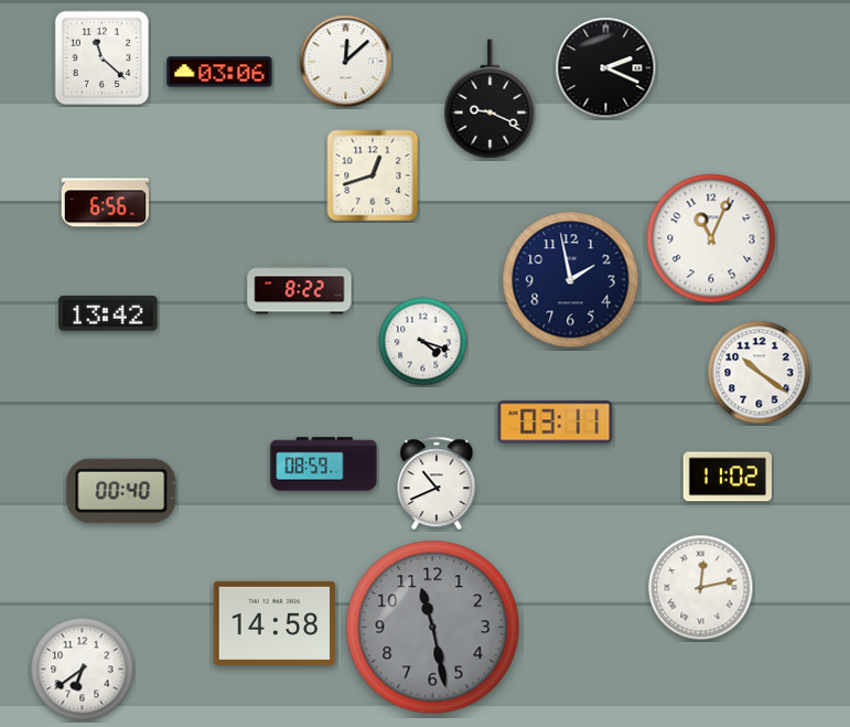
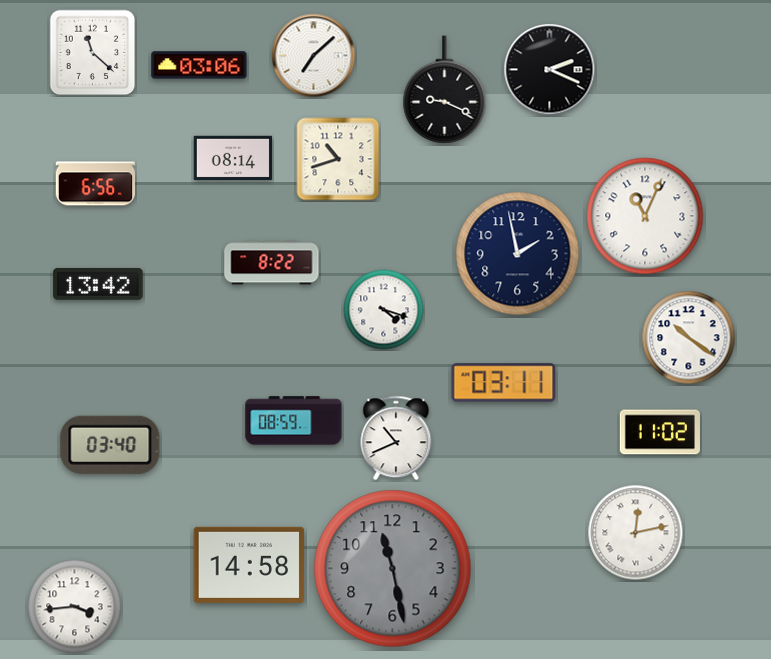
clock at (346, 62): 12:08 -> 7:08
clock at (606, 68) position: (606, 68) -> (550, 70)
clock at (233, 158): none -> 08:14
clock at (373, 175): 12:42 -> 10:42
clock at (121, 491): 00:40 -> 03:40
clock at (83, 670): 6:39 -> 3:44
